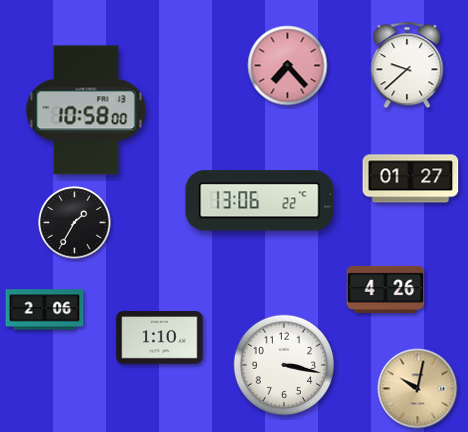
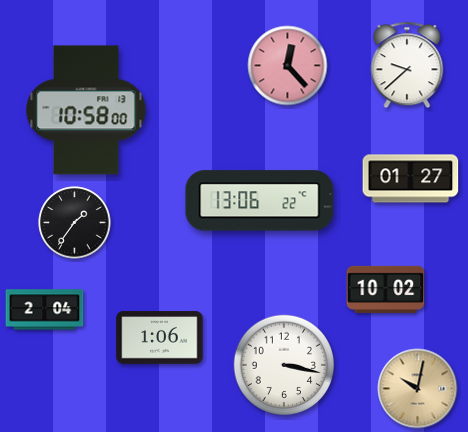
clock at (288, 66): 7:23 -> 12:23
clock at (75, 223): 1:35 -> 1:36
clock at (386, 289): 4:26 -> 10:02
clock at (45, 310): 2:06 -> 2:04
clock at (160, 338): 1:10 -> 1:06
